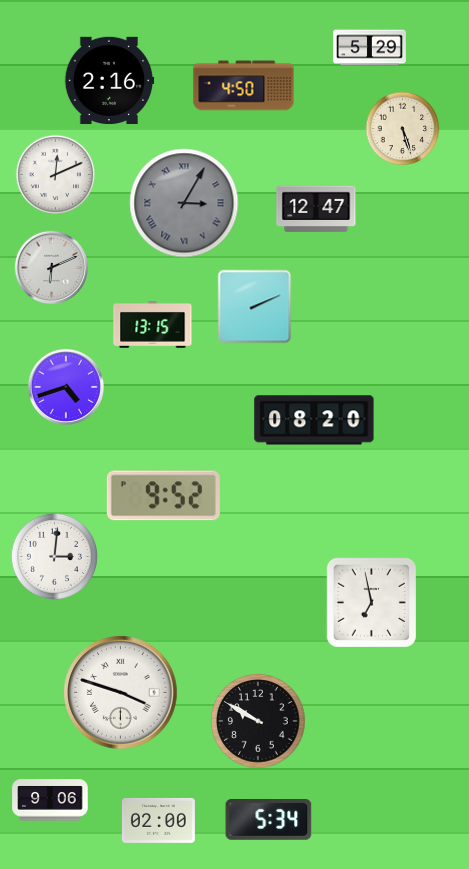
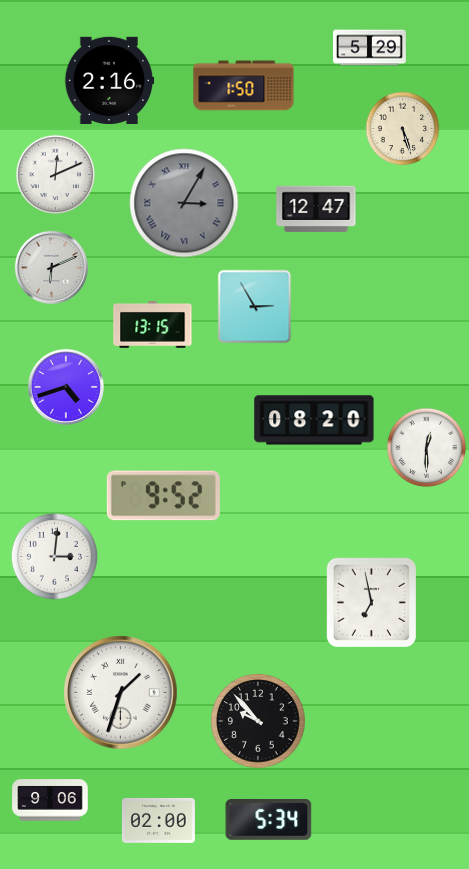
clock at (244, 86): 4:50 -> 1:50
clock at (255, 307): 2:11 -> 2:55
clock at (427, 448): none -> 12:30
clock at (121, 693): 3:48 -> 1:33
clock at (258, 721): 9:50 -> 9:53
